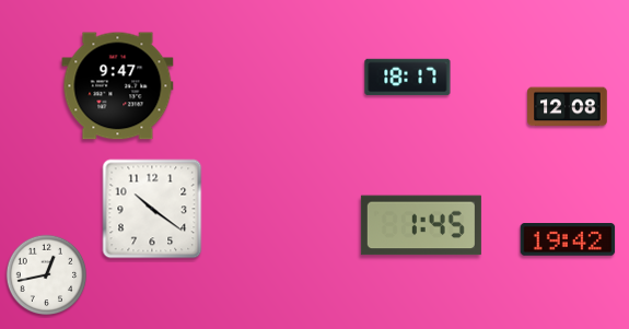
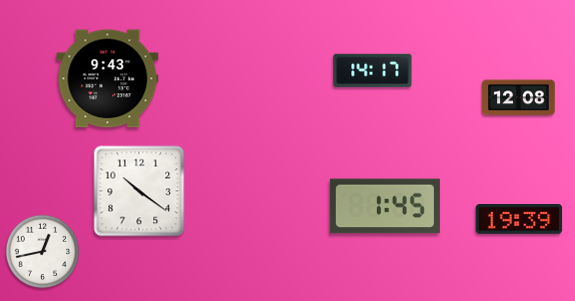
clock at (408, 78): 18:17 -> 14:17
clock at (118, 86): 9:47 -> 9:43
clock at (568, 240): 19:42 -> 19:39
